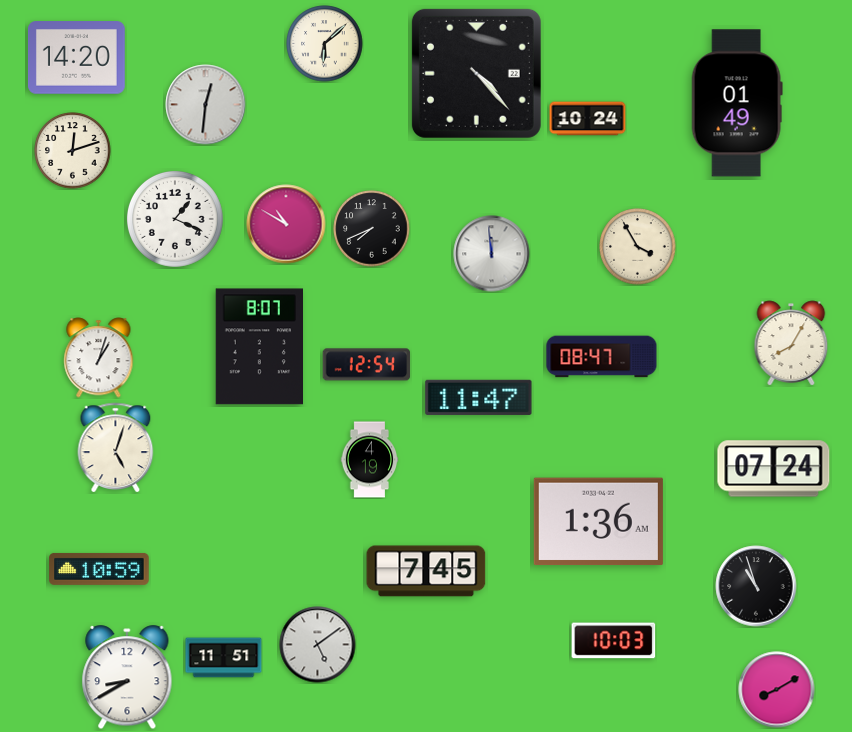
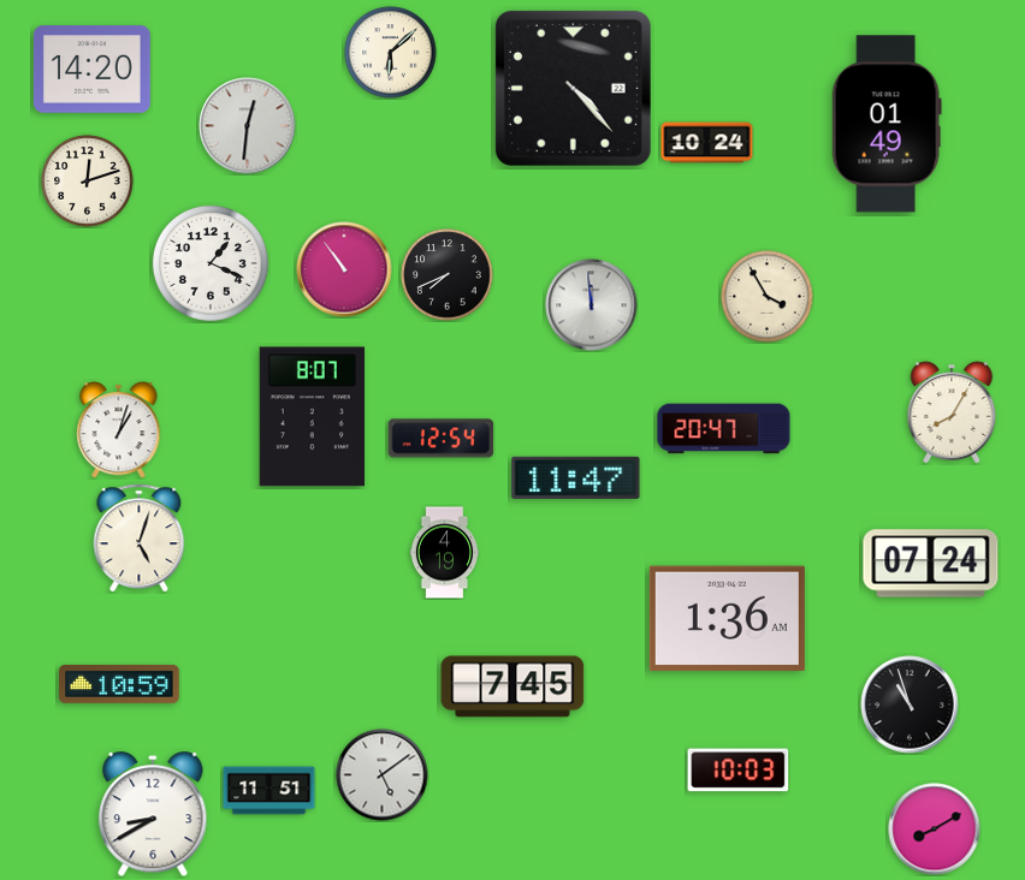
clock at (286, 224): 10:50 -> 10:54
clock at (602, 357): 08:47 -> 20:47
clock at (598, 522) position: (598, 522) -> (727, 619)
